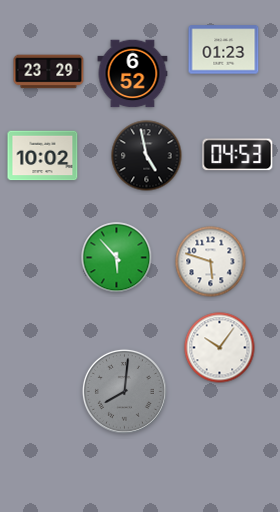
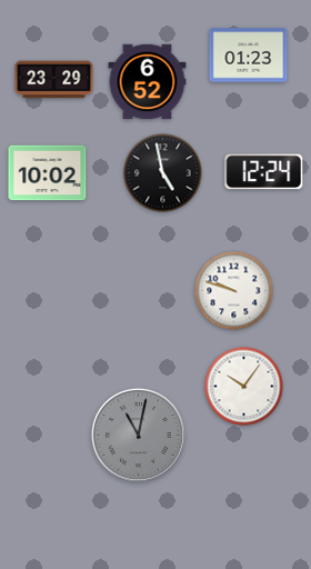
clock at (238, 155): 04:53 -> 12:24
clock at (117, 258): 5:53 -> none
clock at (211, 262): 5:48 -> 9:48
clock at (124, 391): 8:01 -> 11:02
